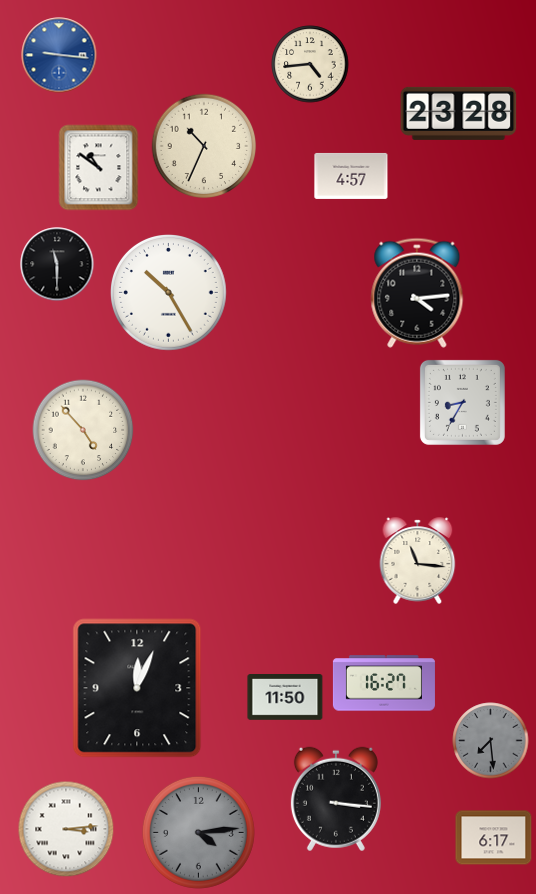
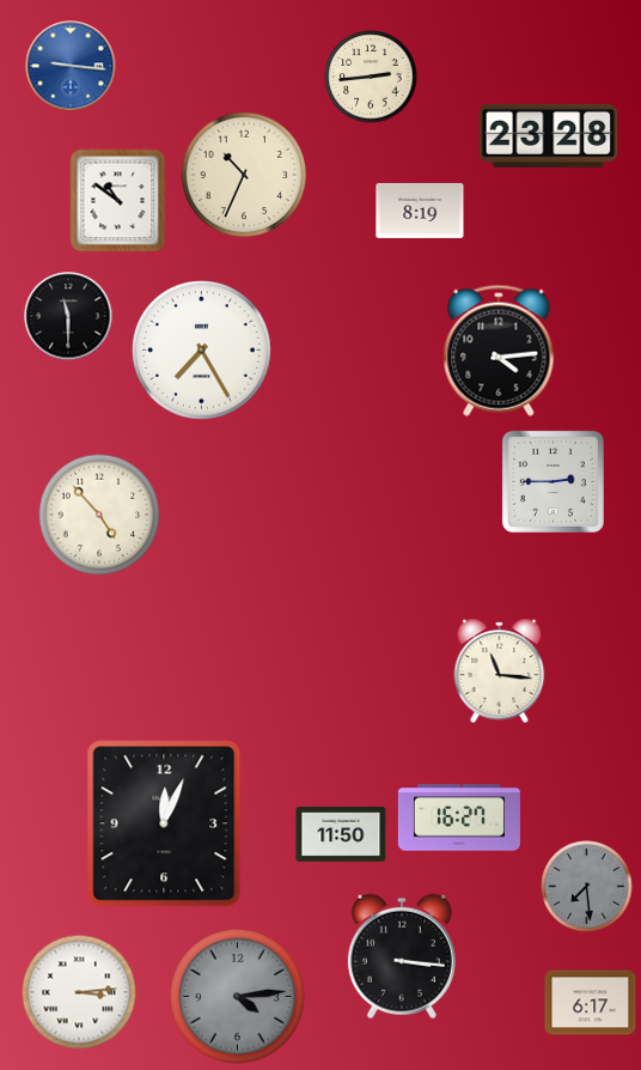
clock at (310, 64): 4:44 -> 2:44
clock at (351, 176): 4:57 -> 8:19
clock at (169, 293): 10:25 -> 7:25
clock at (462, 402): 8:35 -> 2:45
